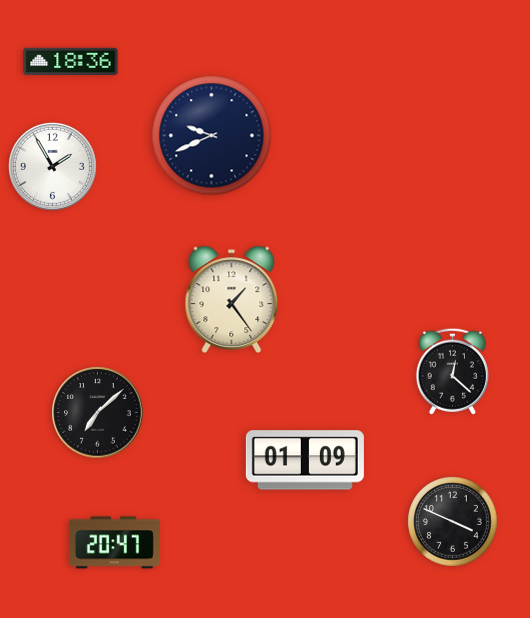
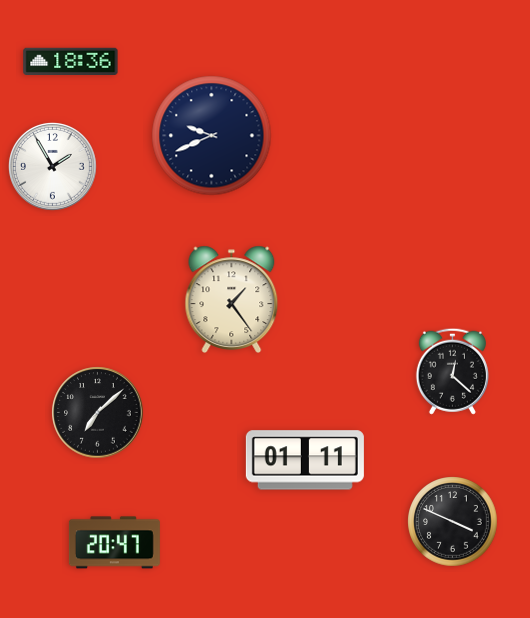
clock at (305, 460): 01:09 -> 01:11
